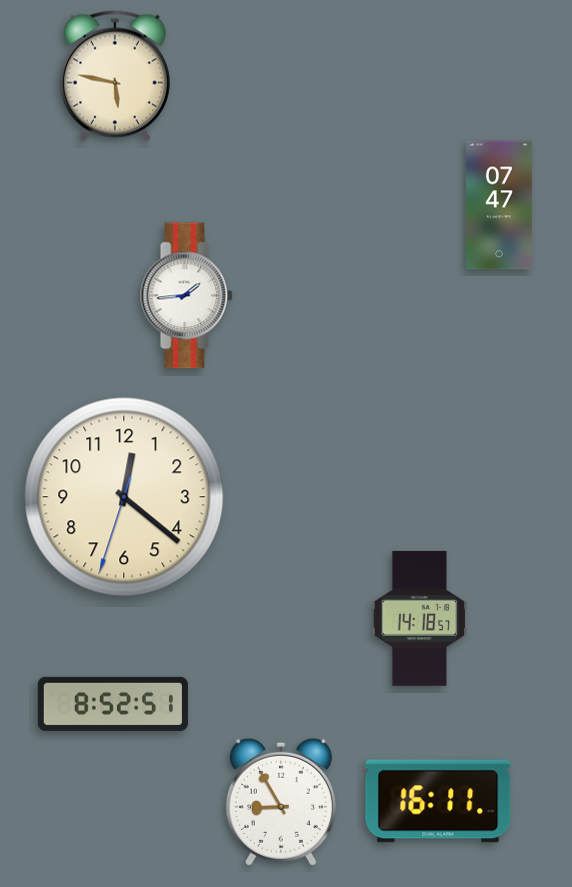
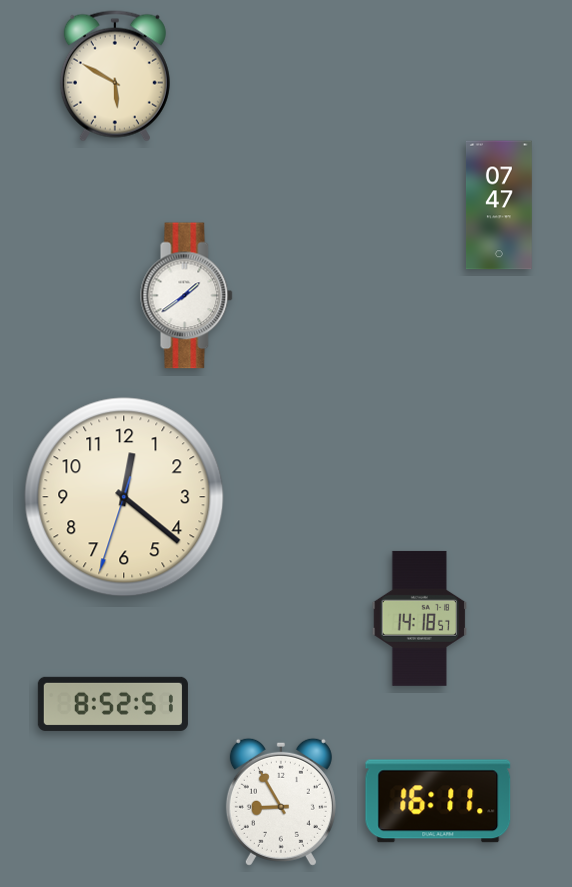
clock at (115, 76): 5:47 -> 5:50
clock at (187, 296): 1:44 -> 1:39
